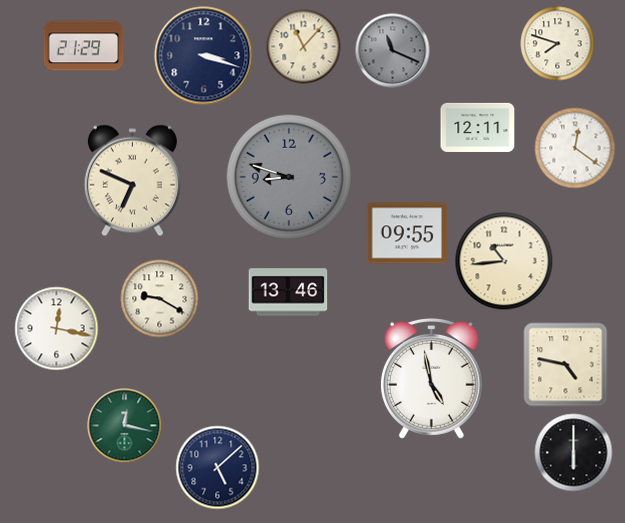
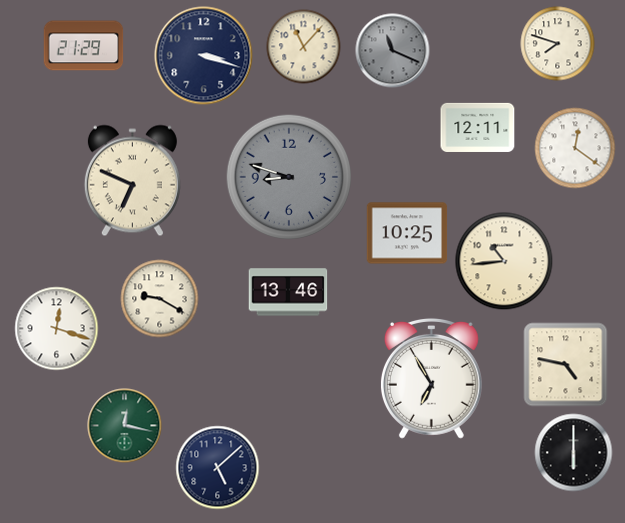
clock at (407, 233): 09:55 -> 10:25
clock at (57, 329): 12:17 -> 12:18
clock at (431, 378): 4:58 -> 6:55
